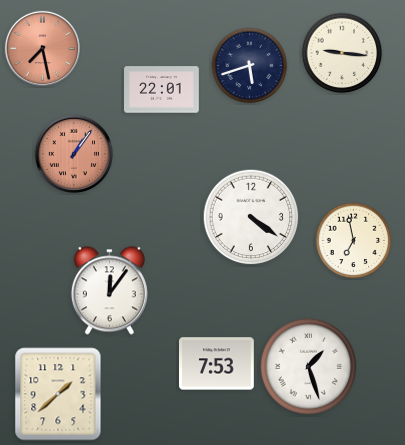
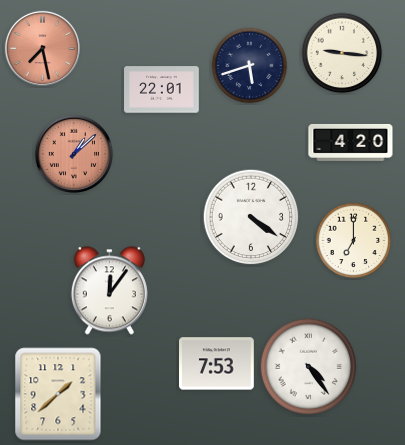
clock at (351, 142): none -> 4:20
clock at (73, 153): 1:06 -> 1:08
clock at (354, 241): 6:58 -> 7:00
clock at (309, 367): 1:27 -> 4:24
